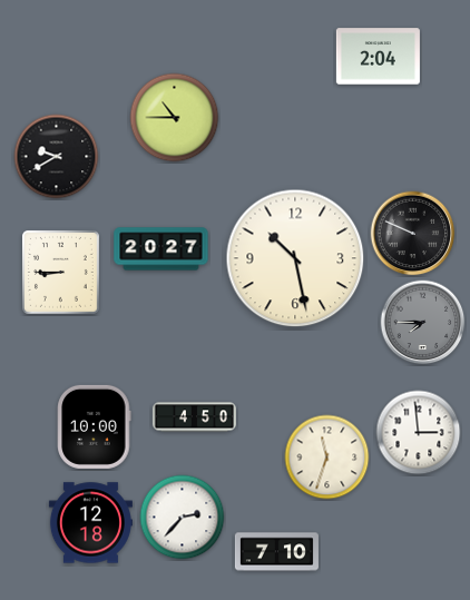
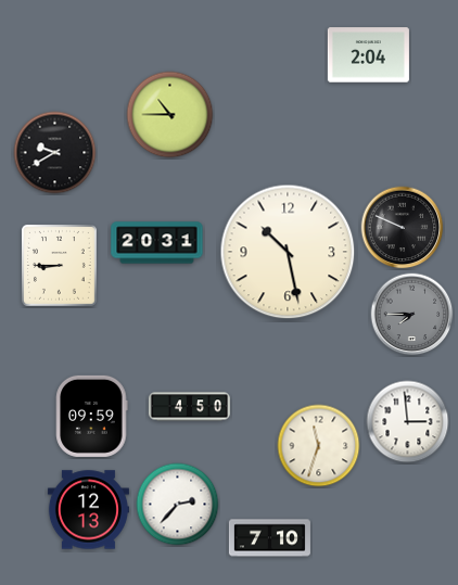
clock at (161, 249): 20:27 -> 20:31
clock at (95, 426): 10:00 -> 09:59
clock at (90, 523): 12:18 -> 12:13
